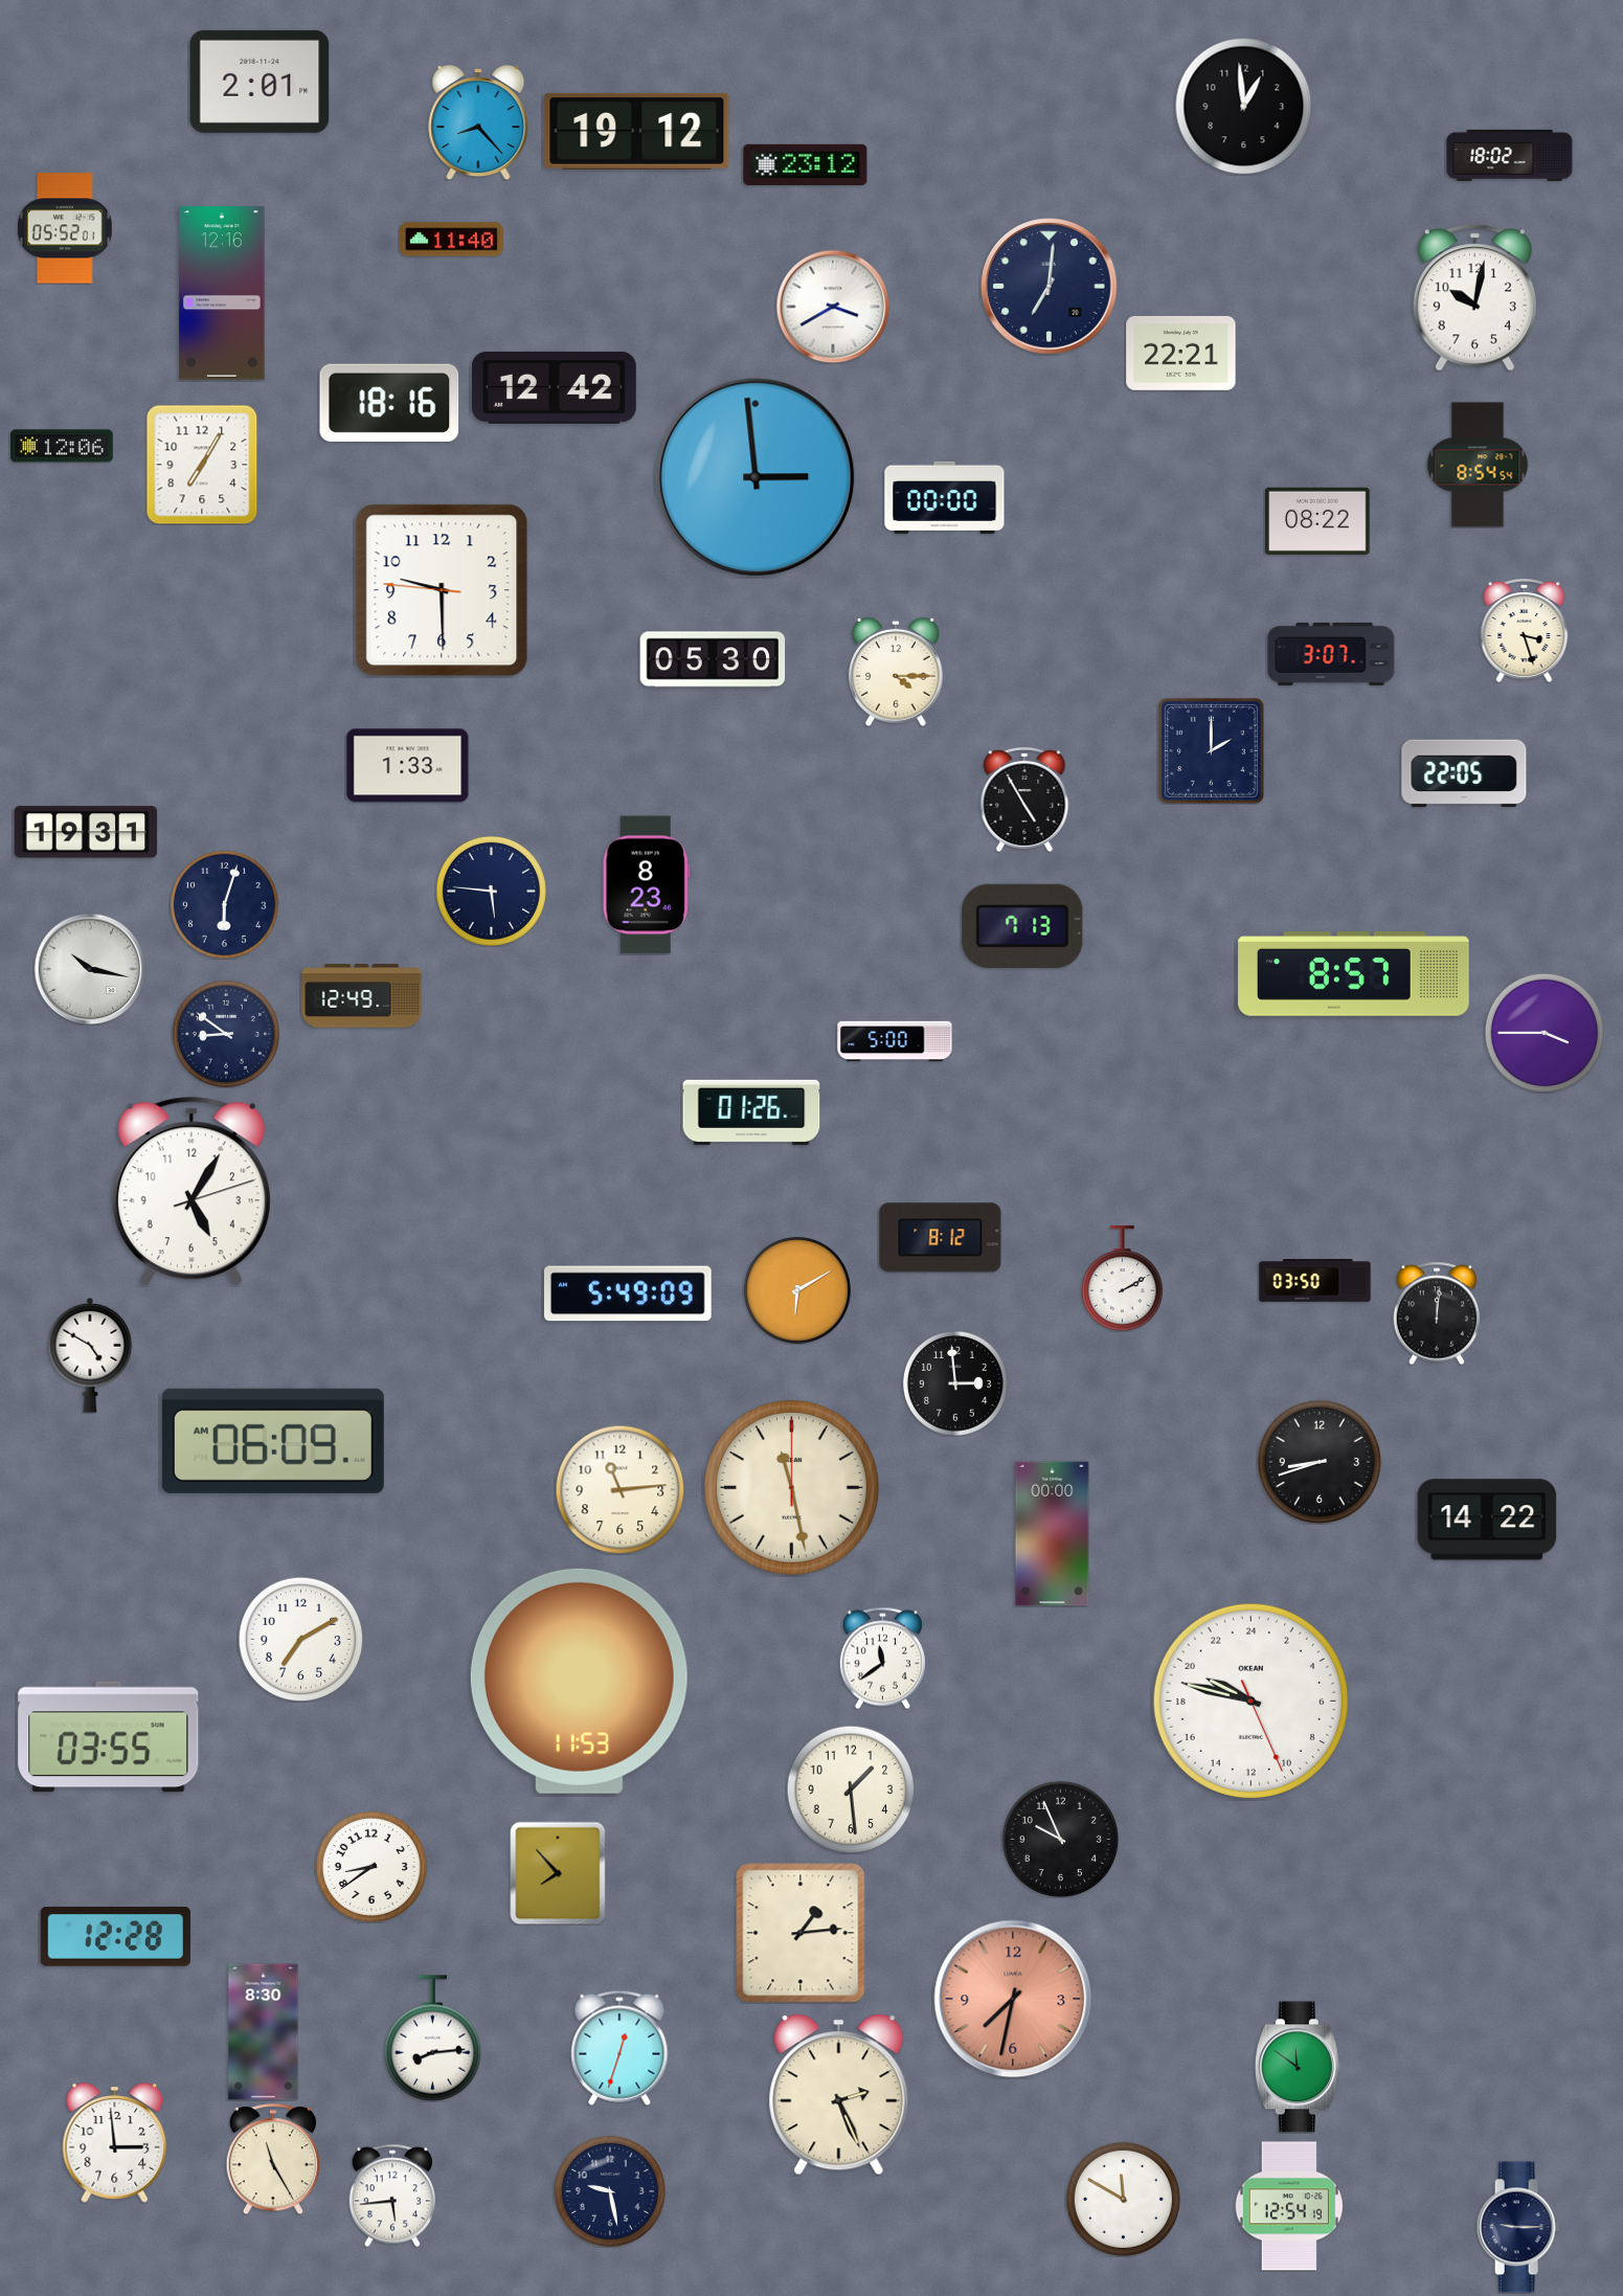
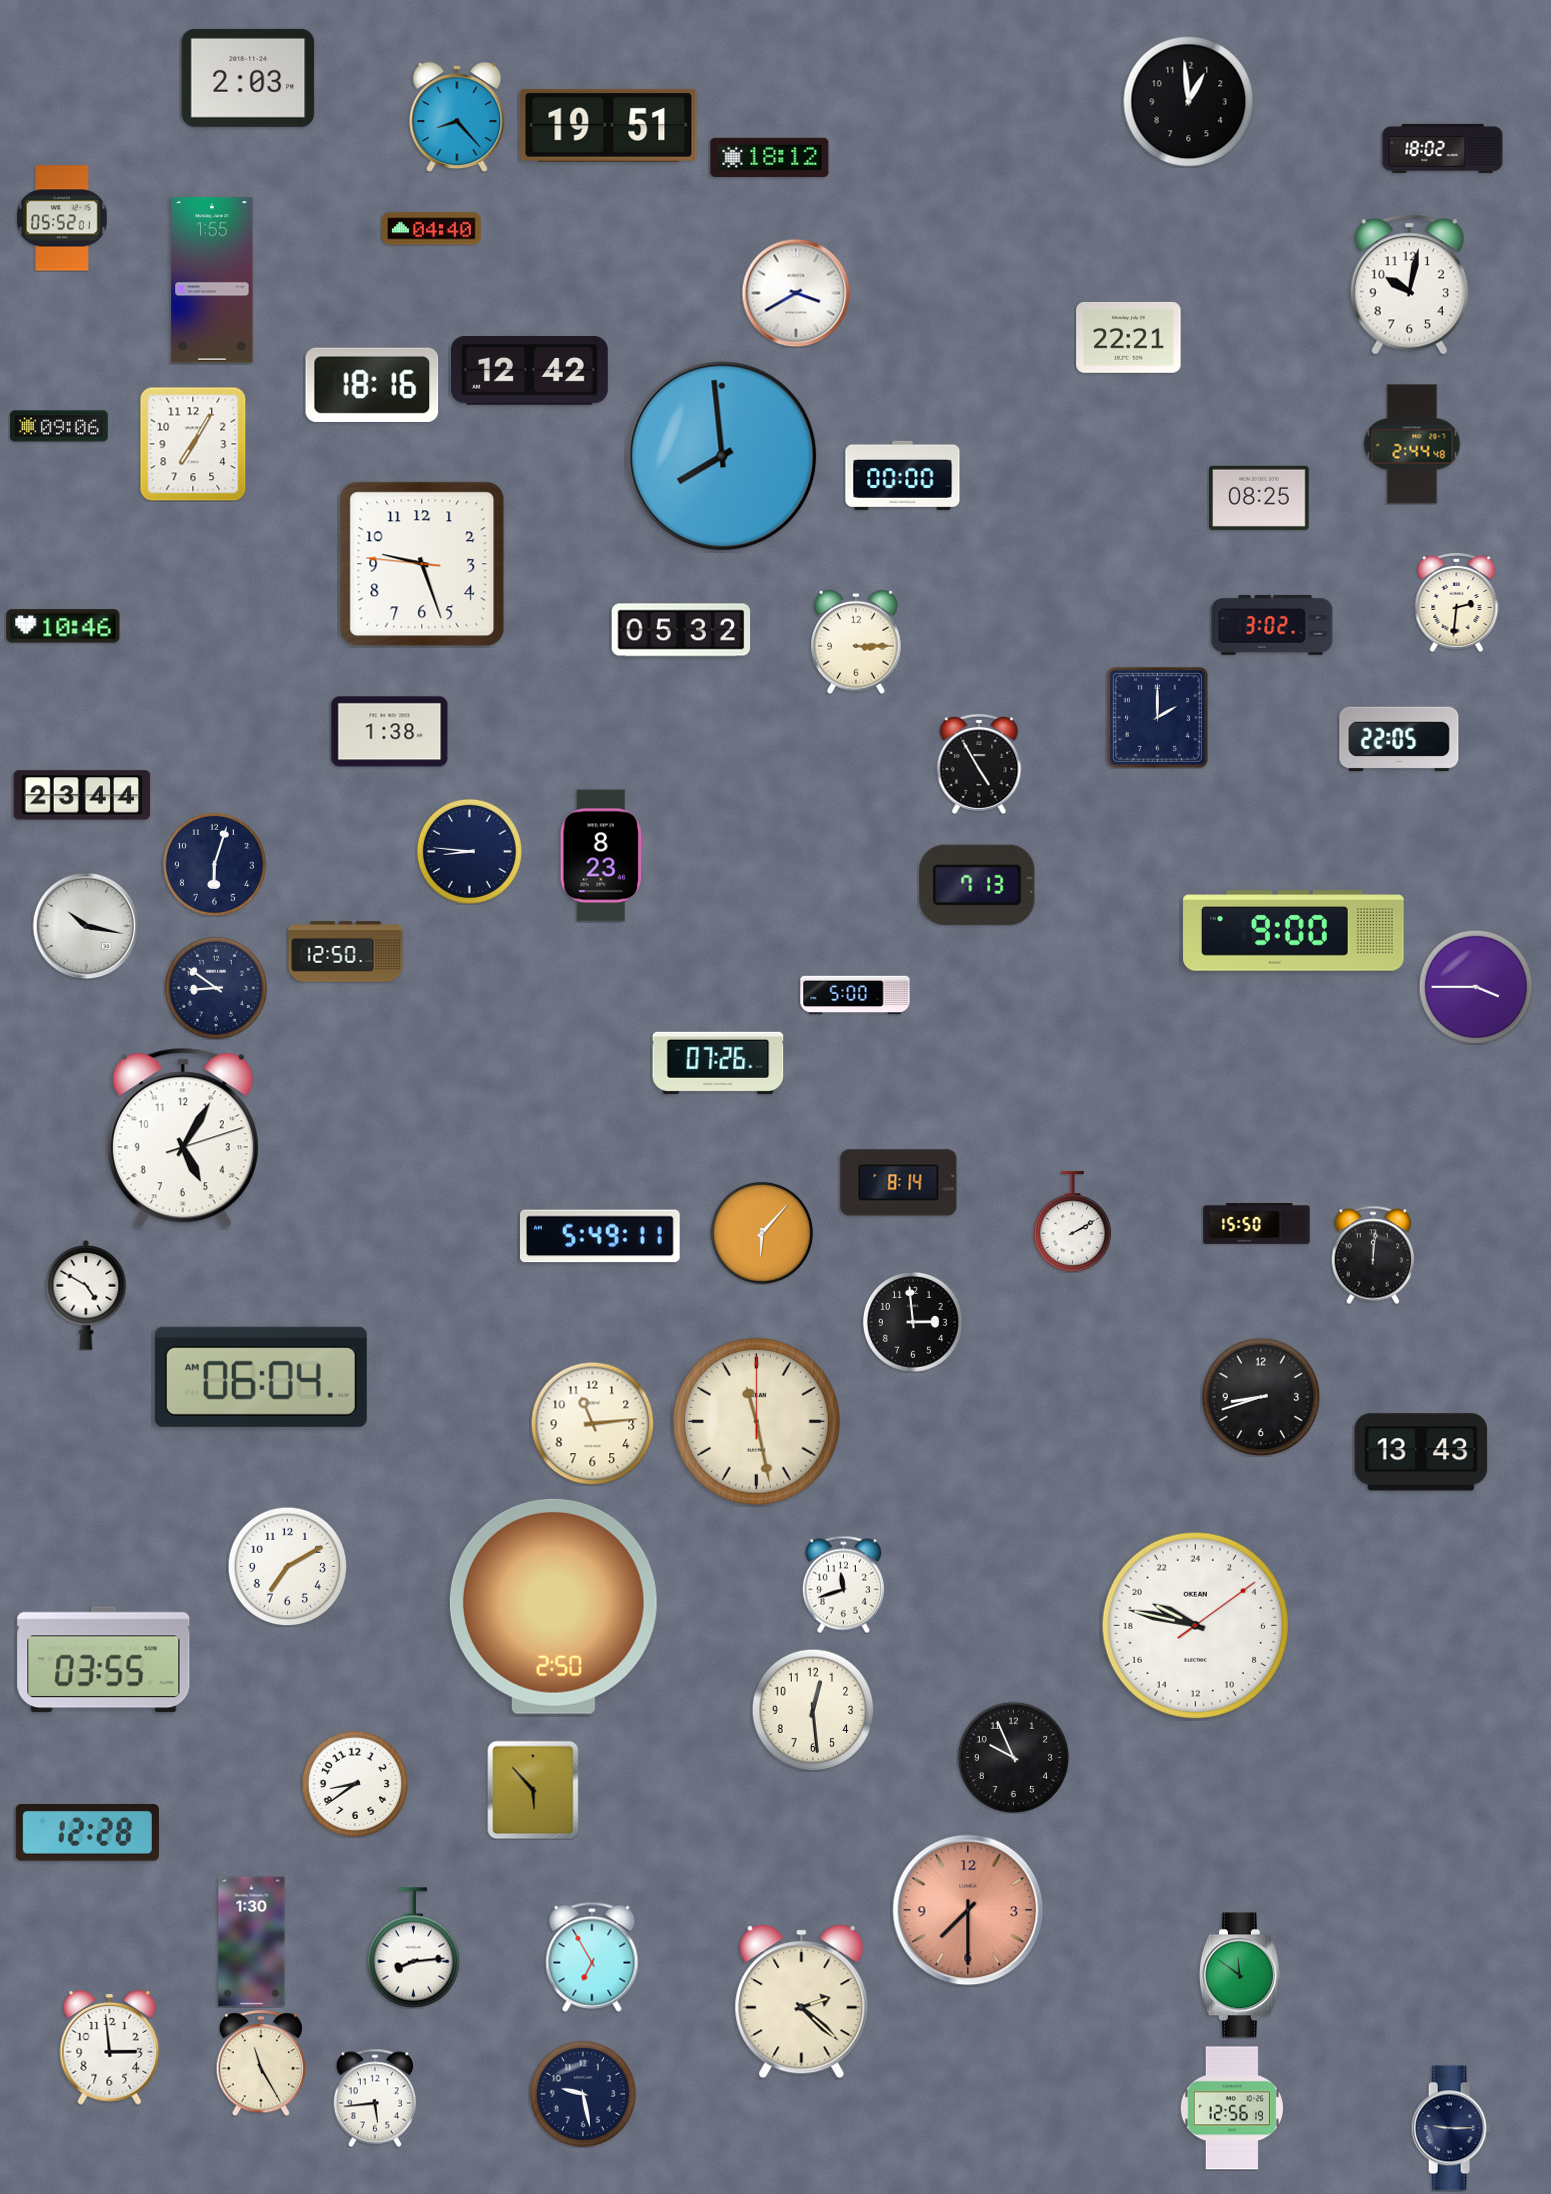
clock at (260, 82): 2:01 -> 2:03
clock at (637, 131): 19:12 -> 19:51
clock at (806, 164): 23:12 -> 18:12
clock at (452, 240): 11:40 -> 04:40
clock at (1050, 287): 7:01 -> none
clock at (222, 293): 12:16 -> 1:55
clock at (62, 446): 12:06 -> 09:06
clock at (1478, 465): 8:54 -> 2:44
clock at (756, 477): 2:59 -> 7:59
clock at (1317, 521): 08:22 -> 08:25
clock at (442, 590): 9:29 -> 9:26
clock at (1525, 630): 3:27 -> 2:31
clock at (1331, 654): 3:07 -> 3:02
clock at (63, 626): none -> 10:46
clock at (713, 659): 05:30 -> 05:32
clock at (897, 672): 4:15 -> 3:15
clock at (408, 766): 1:33 -> 1:38
clock at (86, 832): 19:31 -> 23:44
clock at (646, 885) position: (646, 885) -> (601, 856)
clock at (491, 891): 5:46 -> 8:46
clock at (1354, 974): 8:57 -> 9:00
clock at (362, 996): 12:49 -> 12:50
clock at (751, 1112): 01:26 -> 07:26
clock at (941, 1238): 8:12 -> 8:14
clock at (1315, 1281): 03:50 -> 15:50
clock at (797, 1290): 6:10 -> 6:07
clock at (629, 1293): 5:49:09 -> 5:49:11
clock at (273, 1441): 06:09 -> 06:04
clock at (1487, 1520): 14:22 -> 13:43
clock at (1053, 1534): 00:00 -> none
clock at (882, 1658): 11:39 -> 11:42
clock at (579, 1681): 11:53 -> 2:50
clock at (1250, 1701): 19:47:26 -> 19:47:09
clock at (851, 1789): 1:29 -> 12:29
clock at (558, 1873): 7:53 -> 5:53
clock at (801, 1933): 1:14 -> none
clock at (115, 1937) position: (115, 1937) -> (87, 1833)
clock at (1013, 1999): 7:32 -> 7:30
clock at (264, 2032): 8:30 -> 1:30
clock at (619, 2048): 12:33 -> 6:55
clock at (839, 2095): 2:26 -> 2:22
clock at (1123, 2199): 11:50 -> none
clock at (1289, 2206): 12:54 -> 12:56
